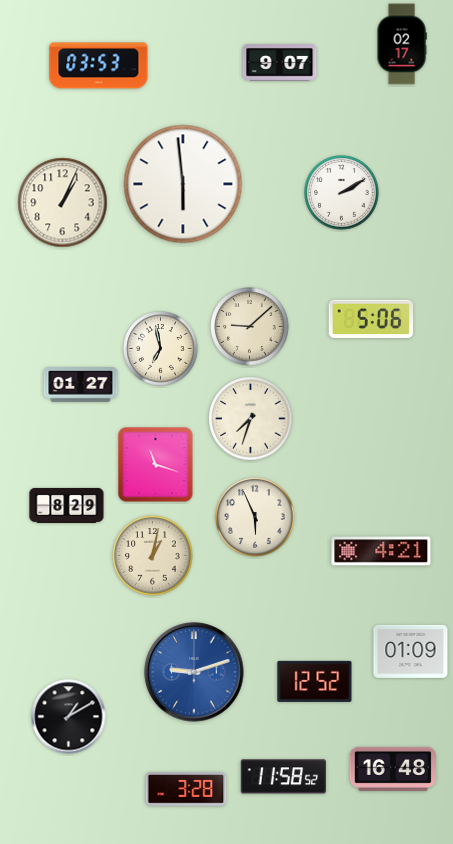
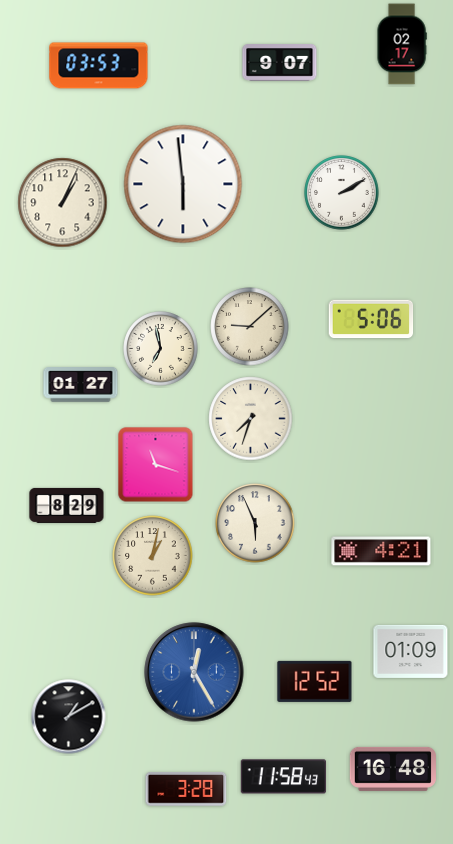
clock at (255, 517) position: (255, 517) -> (255, 523)
clock at (194, 672): 9:12 -> 12:25
clock at (283, 777): 11:58:52 -> 11:58:43
